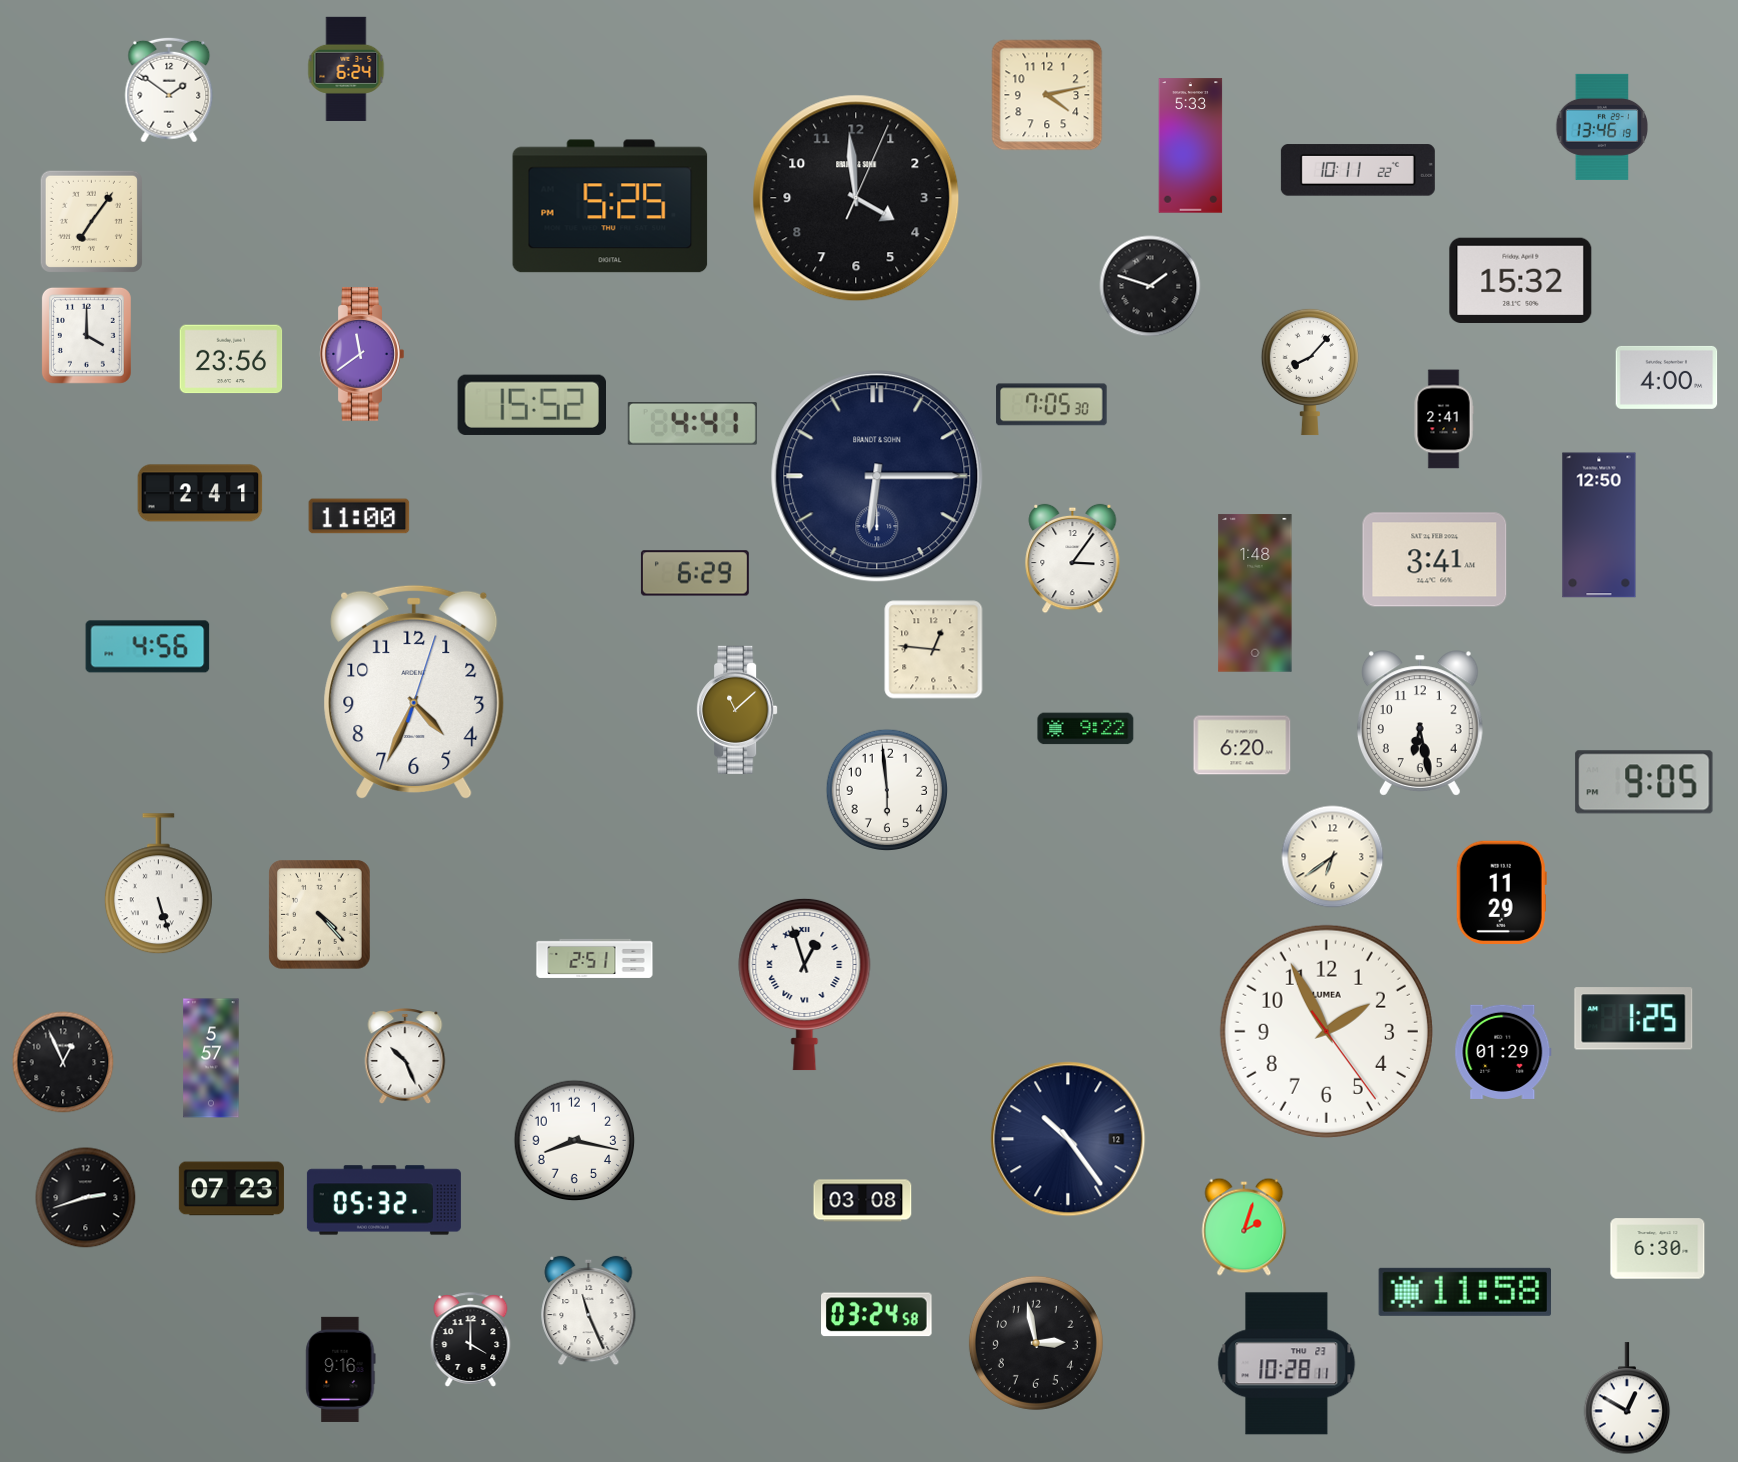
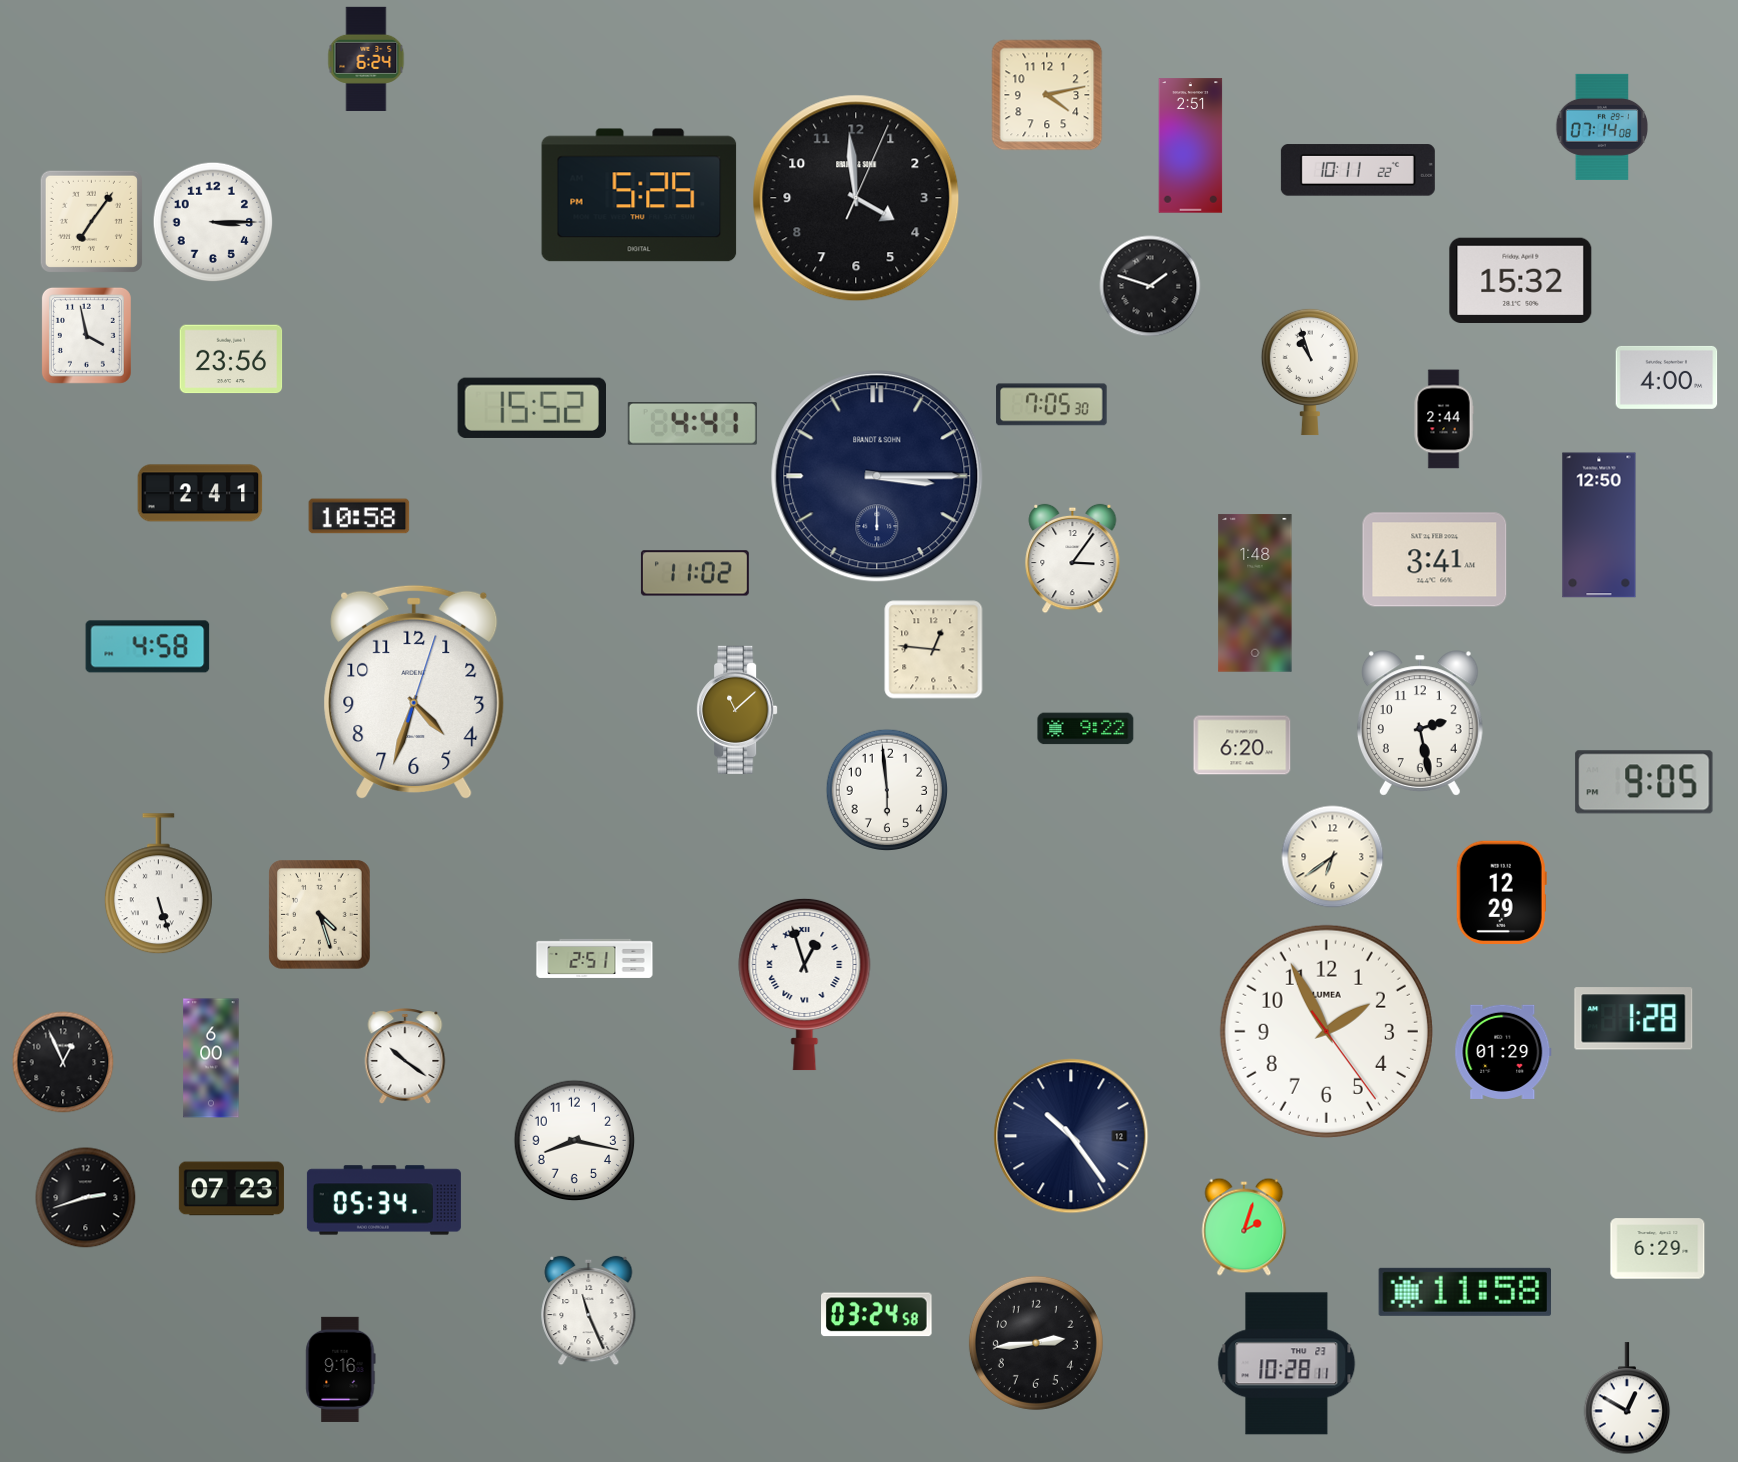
clock at (346, 69) position: (346, 69) -> (366, 59)
clock at (169, 90): 1:51 -> none
clock at (1602, 127): 13:46 -> 07:14
clock at (1191, 146): 5:33 -> 2:51
clock at (610, 206) position: (610, 206) -> (639, 195)
clock at (213, 222): none -> 3:15
clock at (86, 335): 4:00 -> 3:58
clock at (362, 354): 11:39 -> none
clock at (1310, 372): 8:07 -> 10:57
clock at (531, 405) position: (531, 405) -> (531, 408)
clock at (1444, 419): 2:41 -> 2:44
clock at (877, 476): 6:15 -> 3:15
clock at (359, 516): 11:00 -> 10:58
clock at (695, 573): 6:29 -> 11:02
clock at (148, 647): 4:56 -> 4:58
clock at (414, 692): 4:34 -> 4:33
clock at (1420, 723): 6:28 -> 2:28
clock at (1501, 892): 11:29 -> 12:29
clock at (320, 915): 4:23 -> 4:27
clock at (1634, 1019): 1:25 -> 1:28
clock at (405, 1056): 10:26 -> 10:21
clock at (211, 1058): 5:57 -> 6:00
clock at (1068, 1139) position: (1068, 1139) -> (1071, 1136)
clock at (384, 1200): 05:32 -> 05:34
clock at (863, 1201): 03:08 -> none
clock at (1658, 1249): 6:30 -> 6:29
clock at (471, 1340): 4:00 -> none
clock at (1036, 1343): 2:58 -> 2:44
